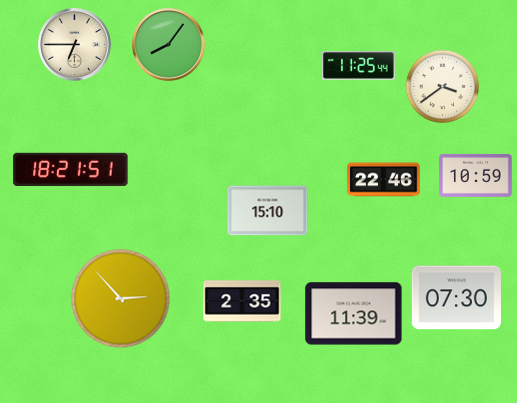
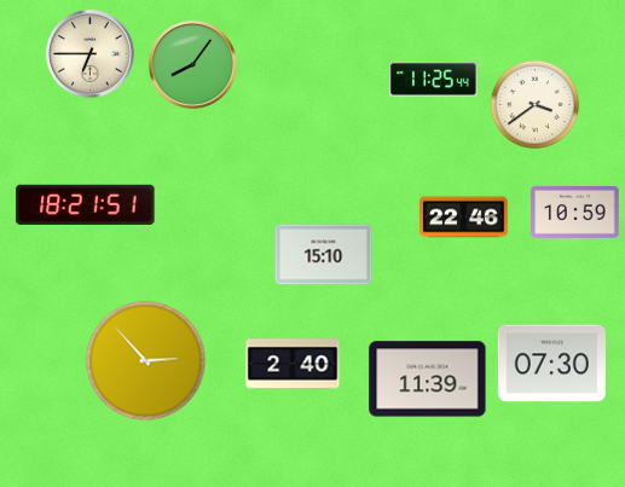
clock at (169, 45) position: (169, 45) -> (193, 65)
clock at (456, 298) position: (456, 298) -> (551, 364)
clock at (242, 301): 2:35 -> 2:40
